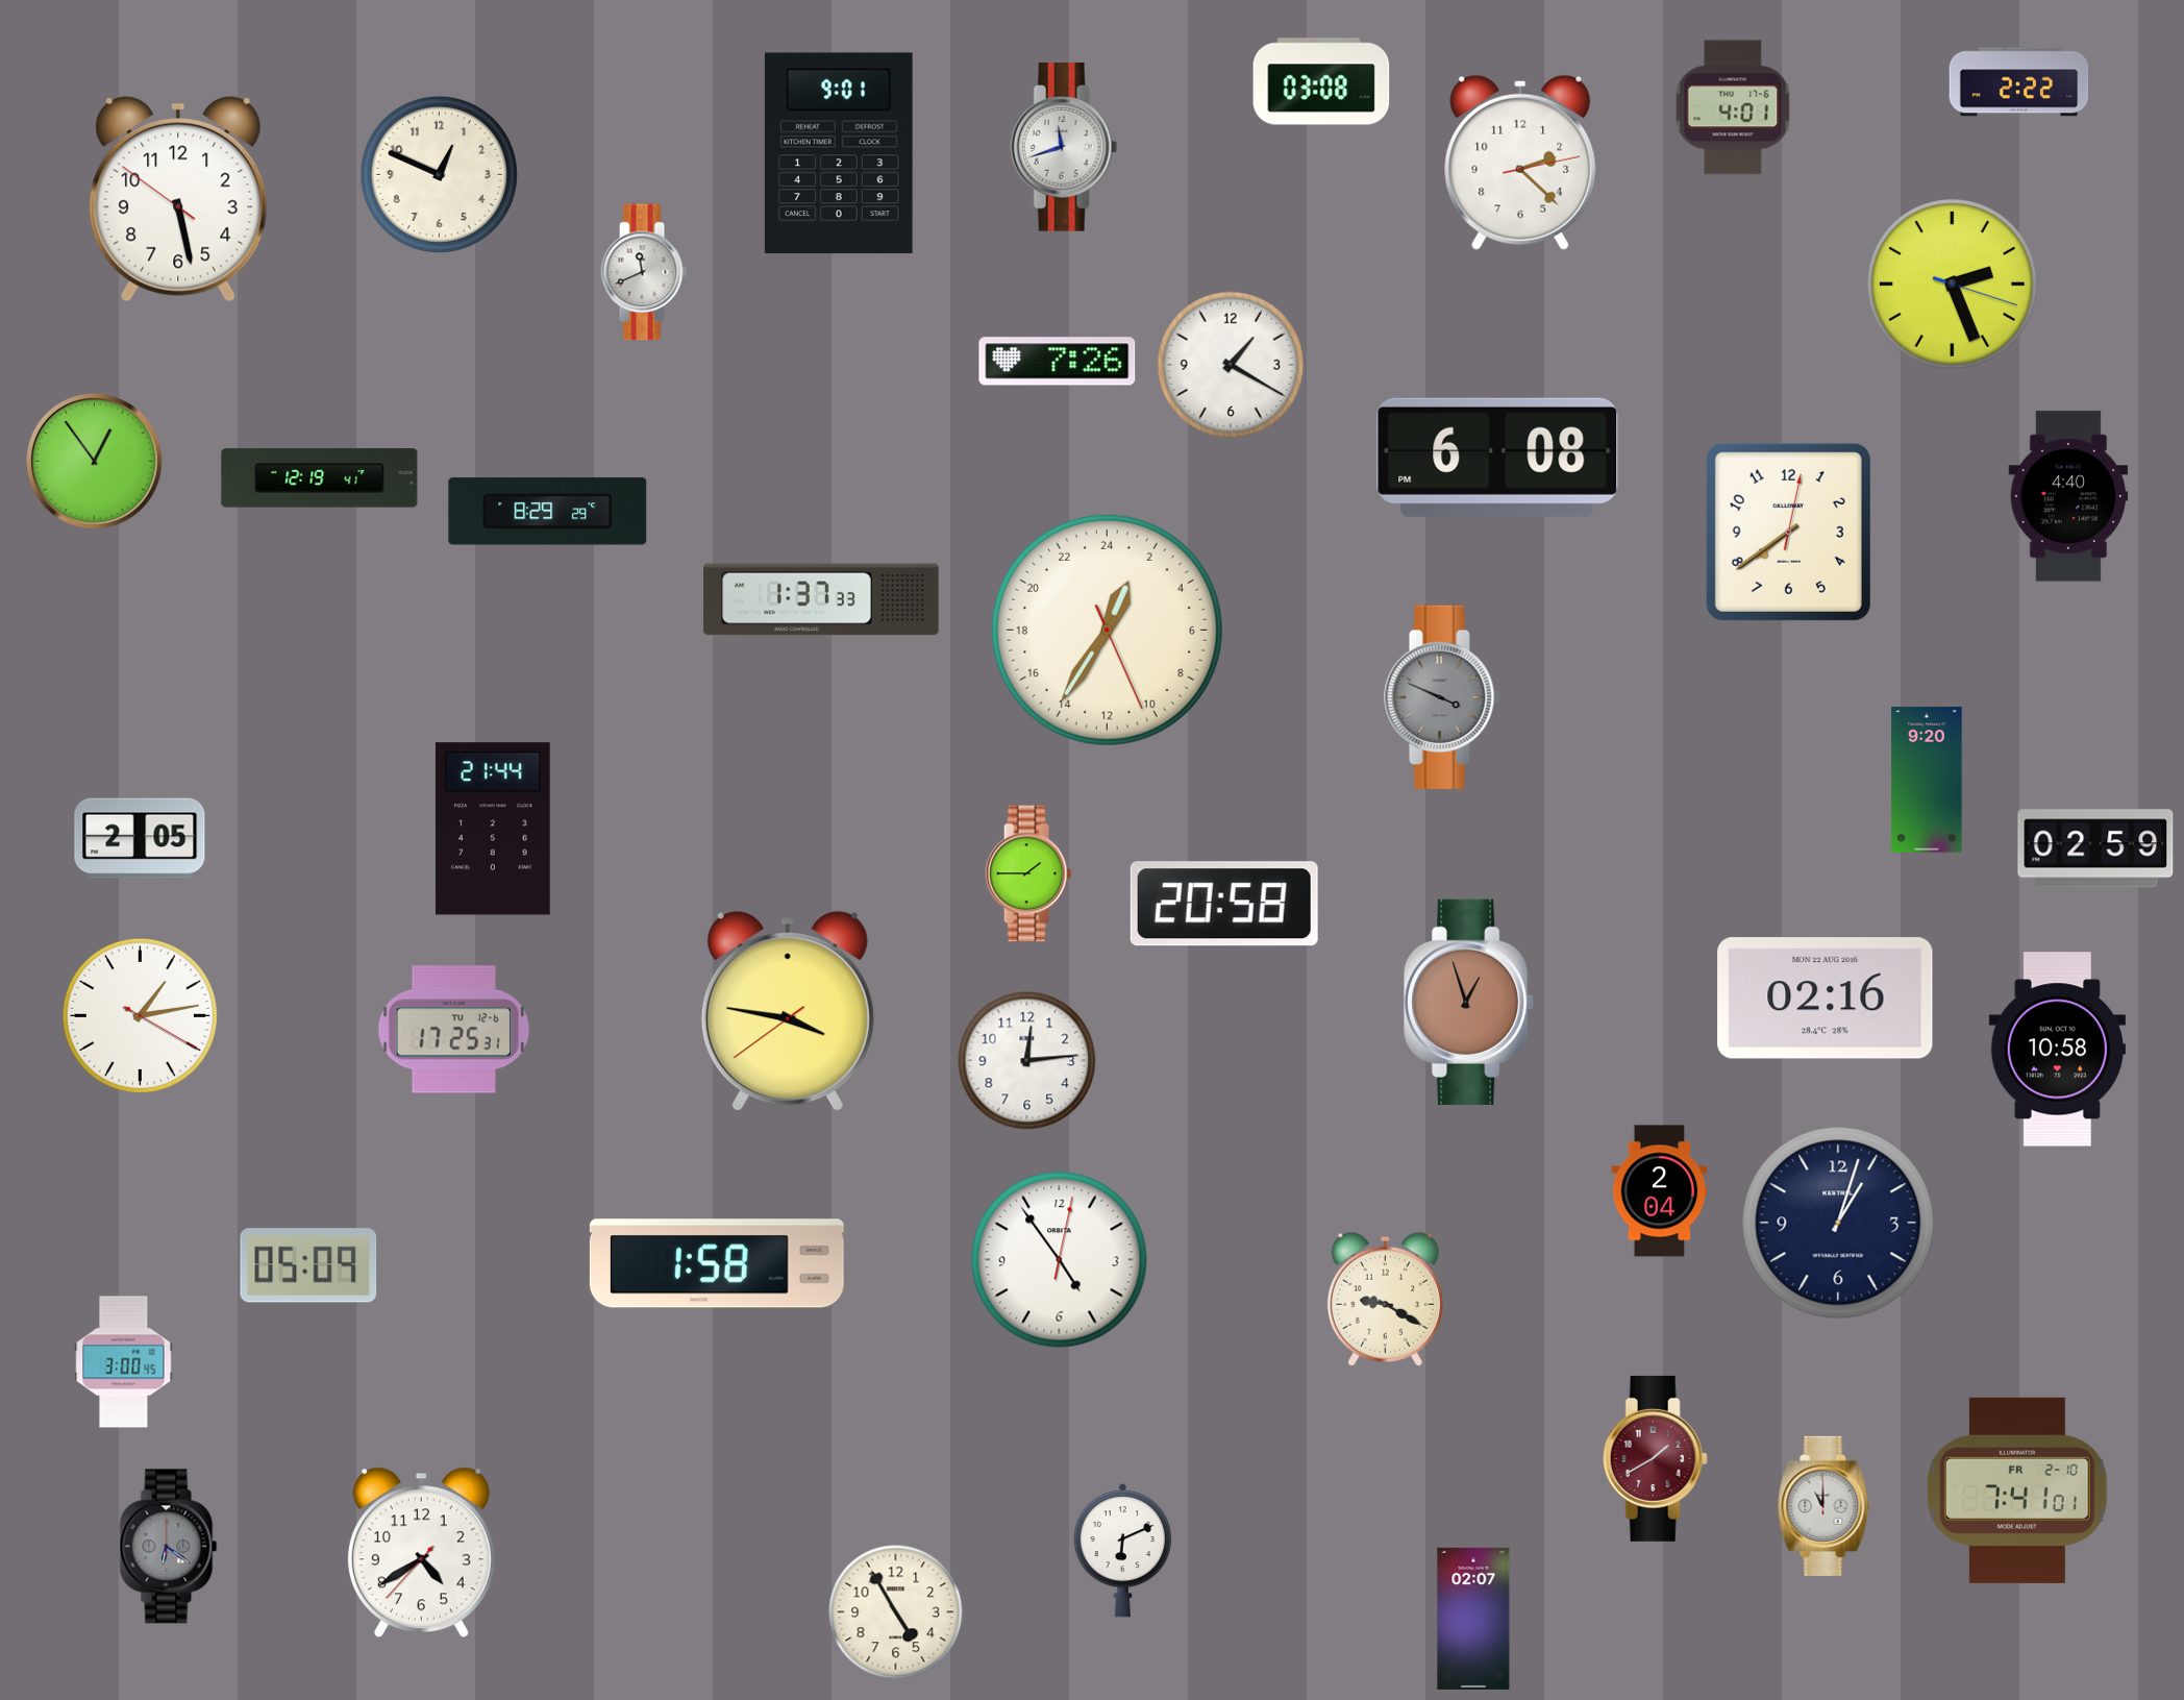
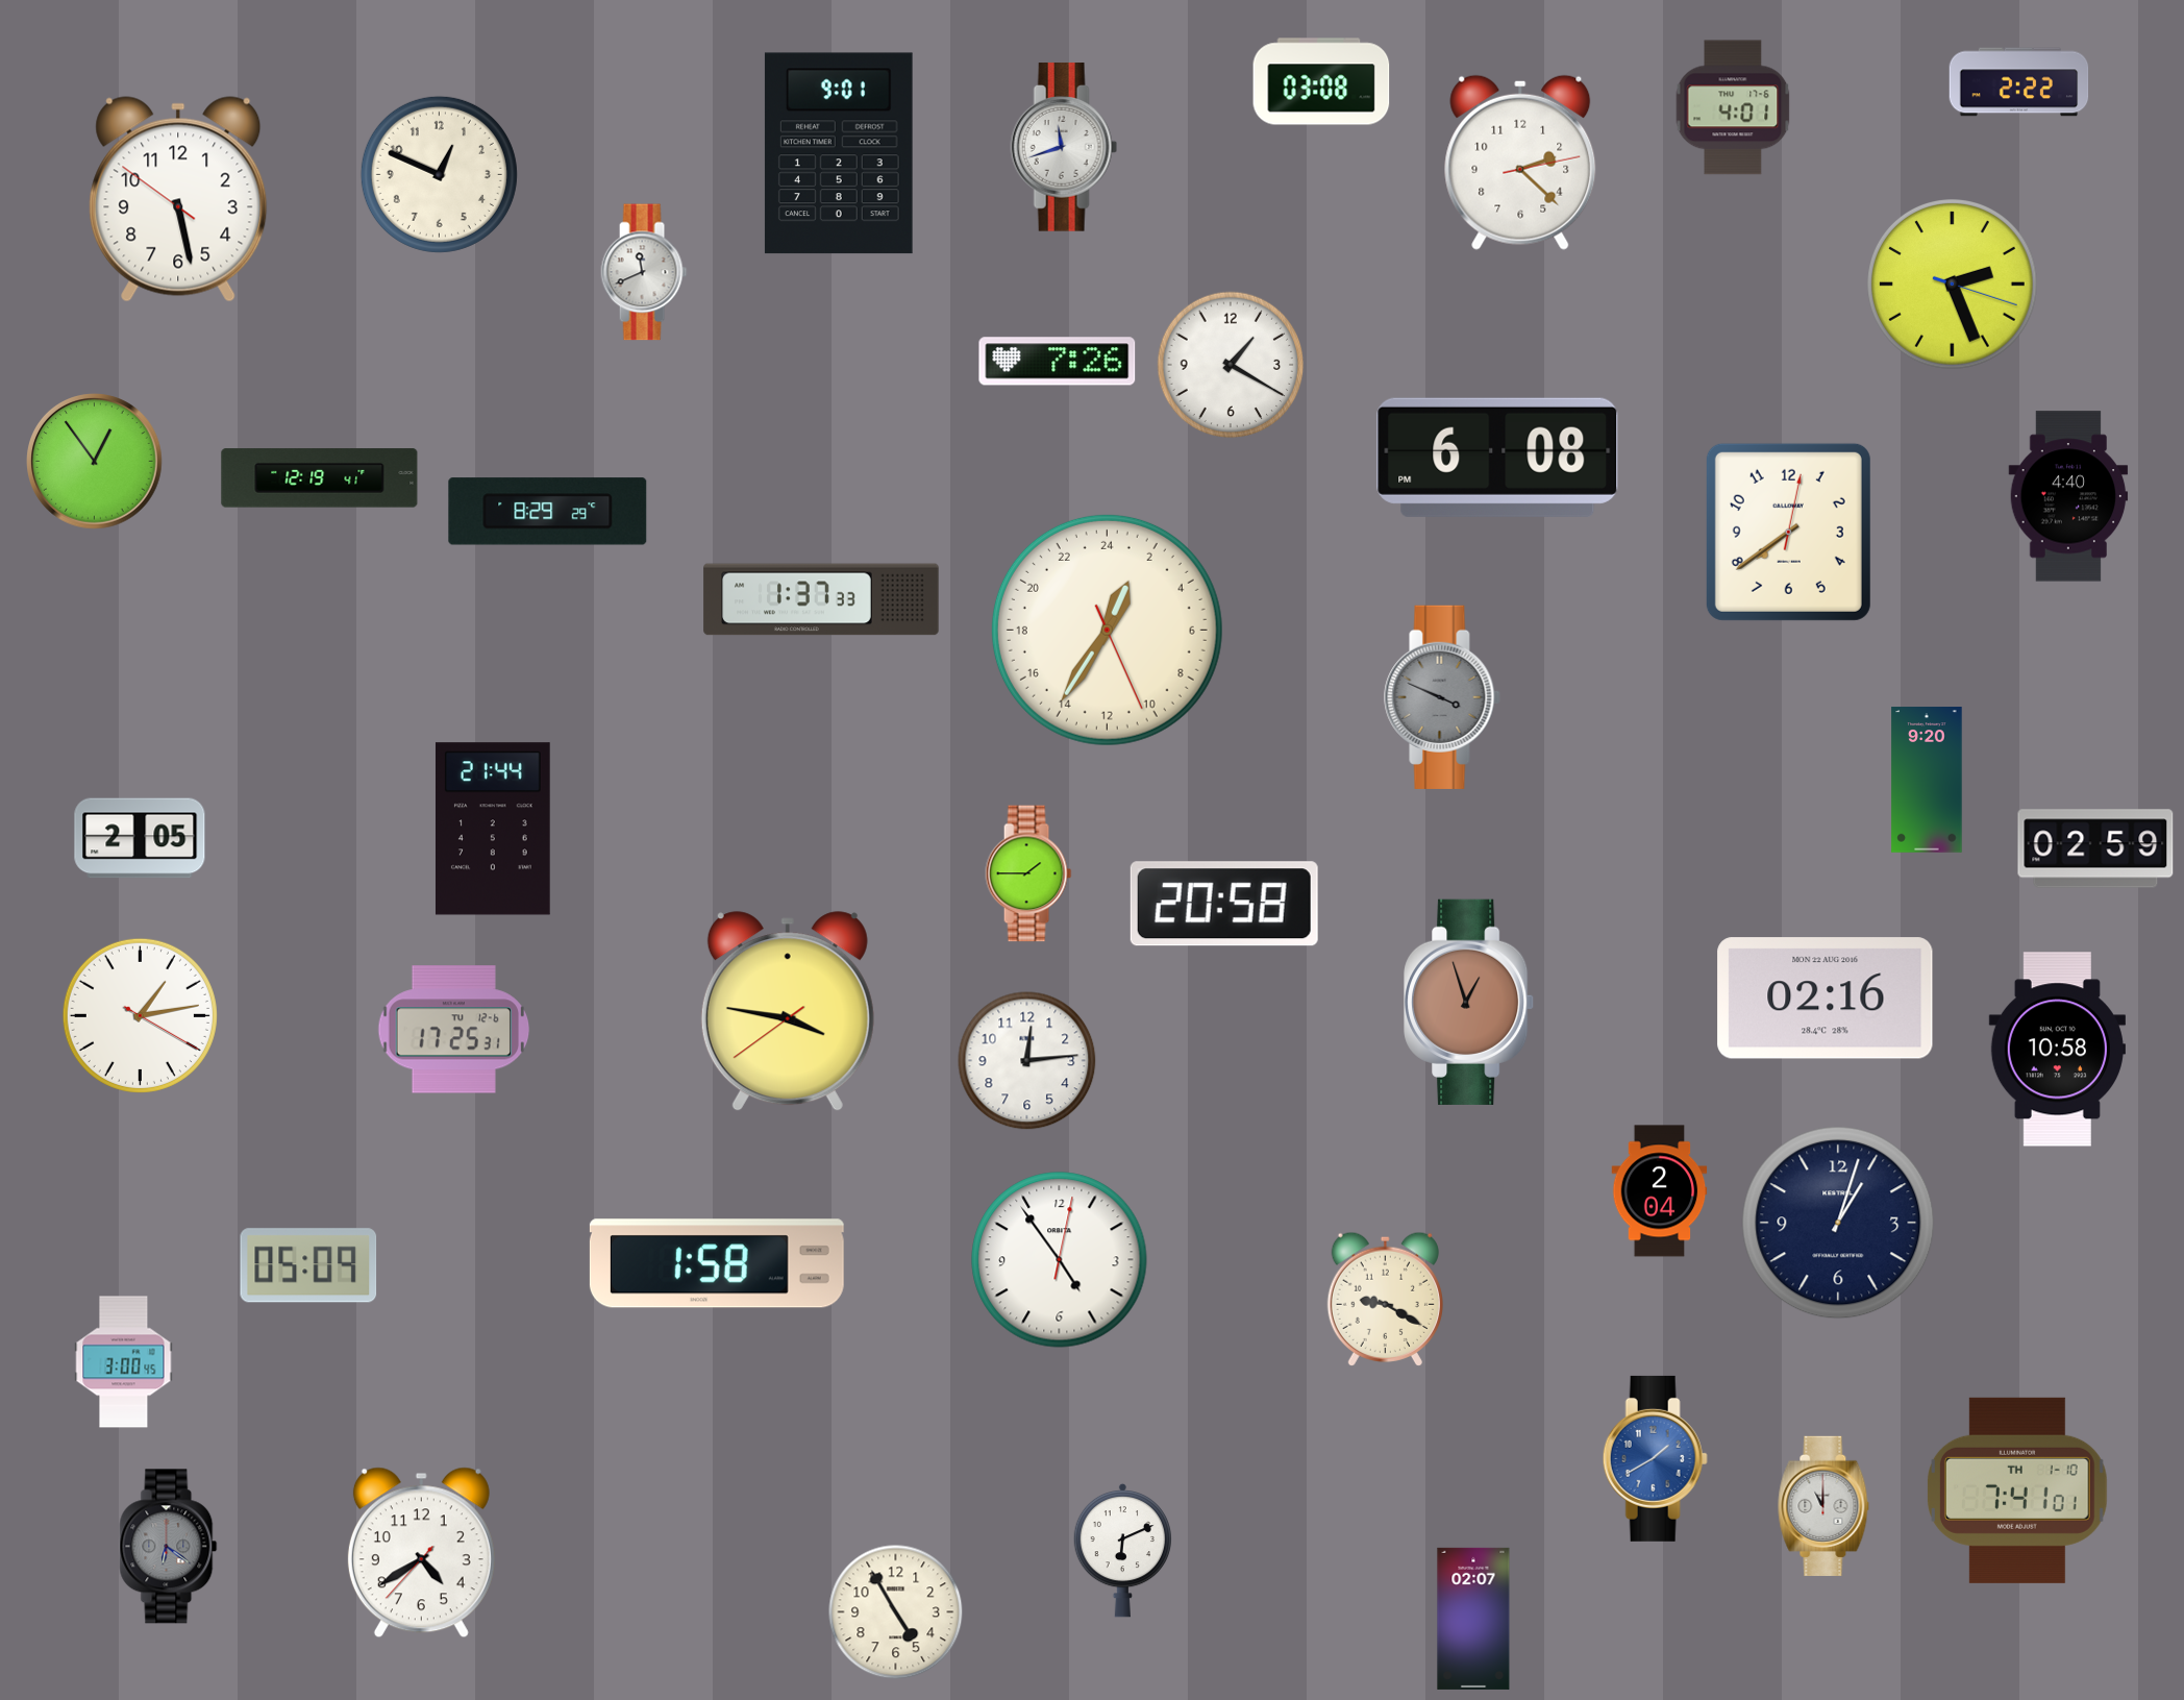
clock at (1655, 1458) dial: burgundy -> blue
clock at (2017, 1490) date: FR 2-10 -> TH 1-10
